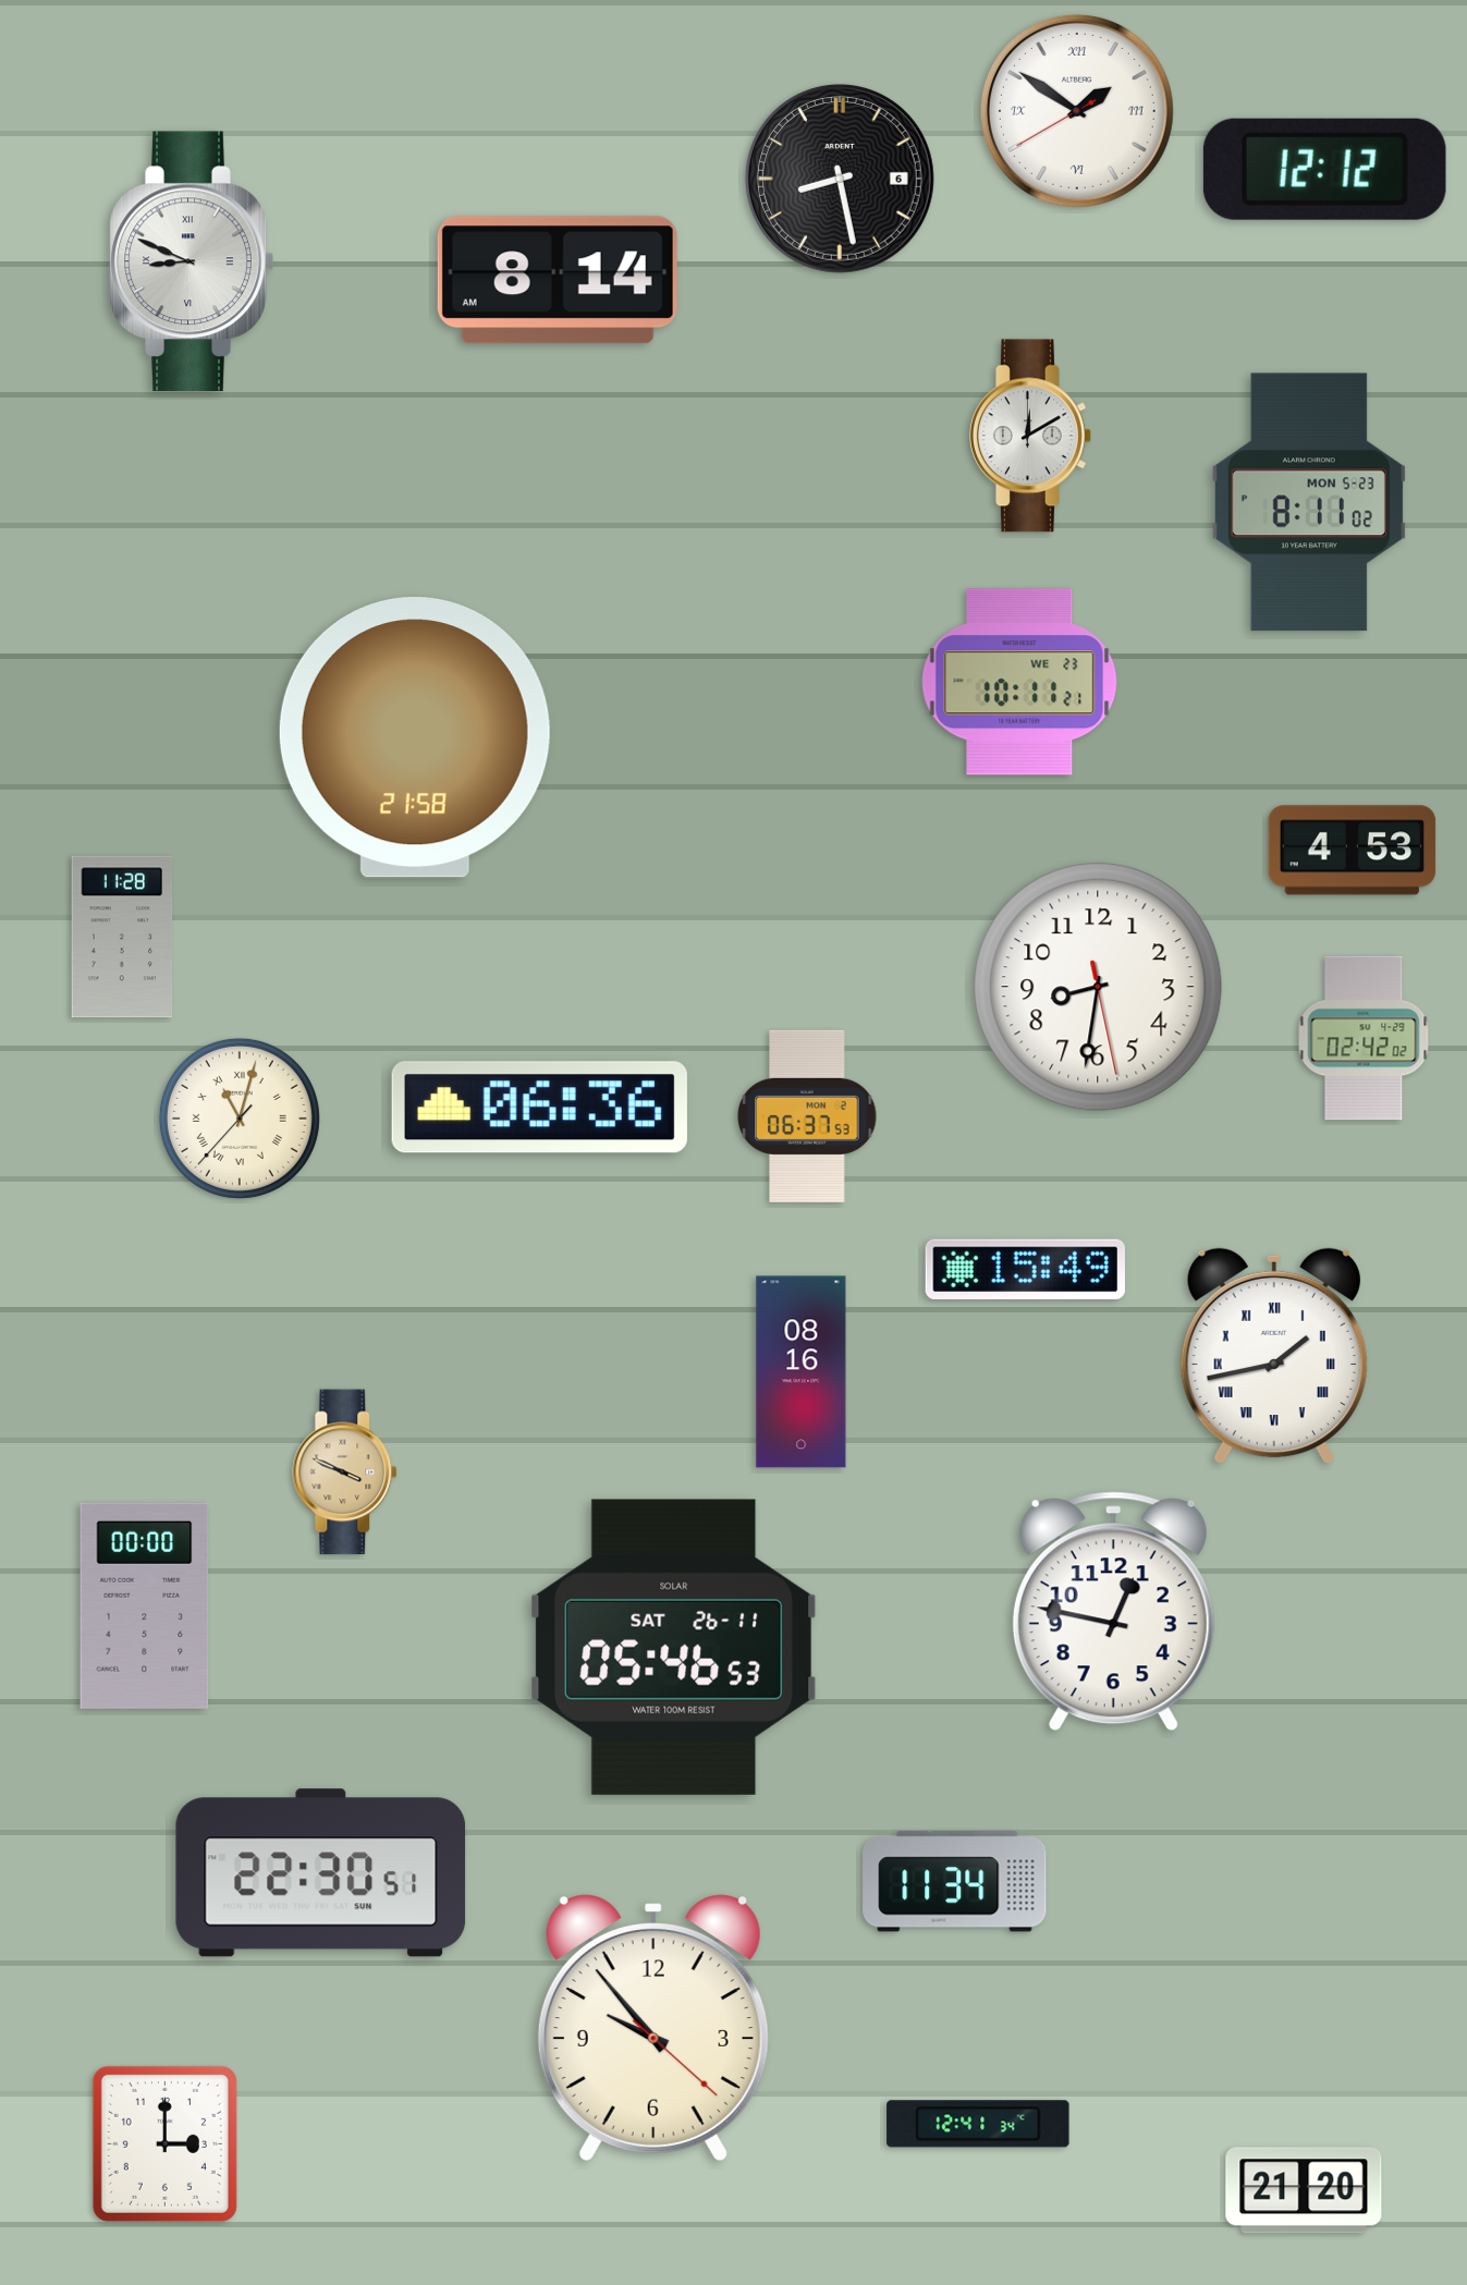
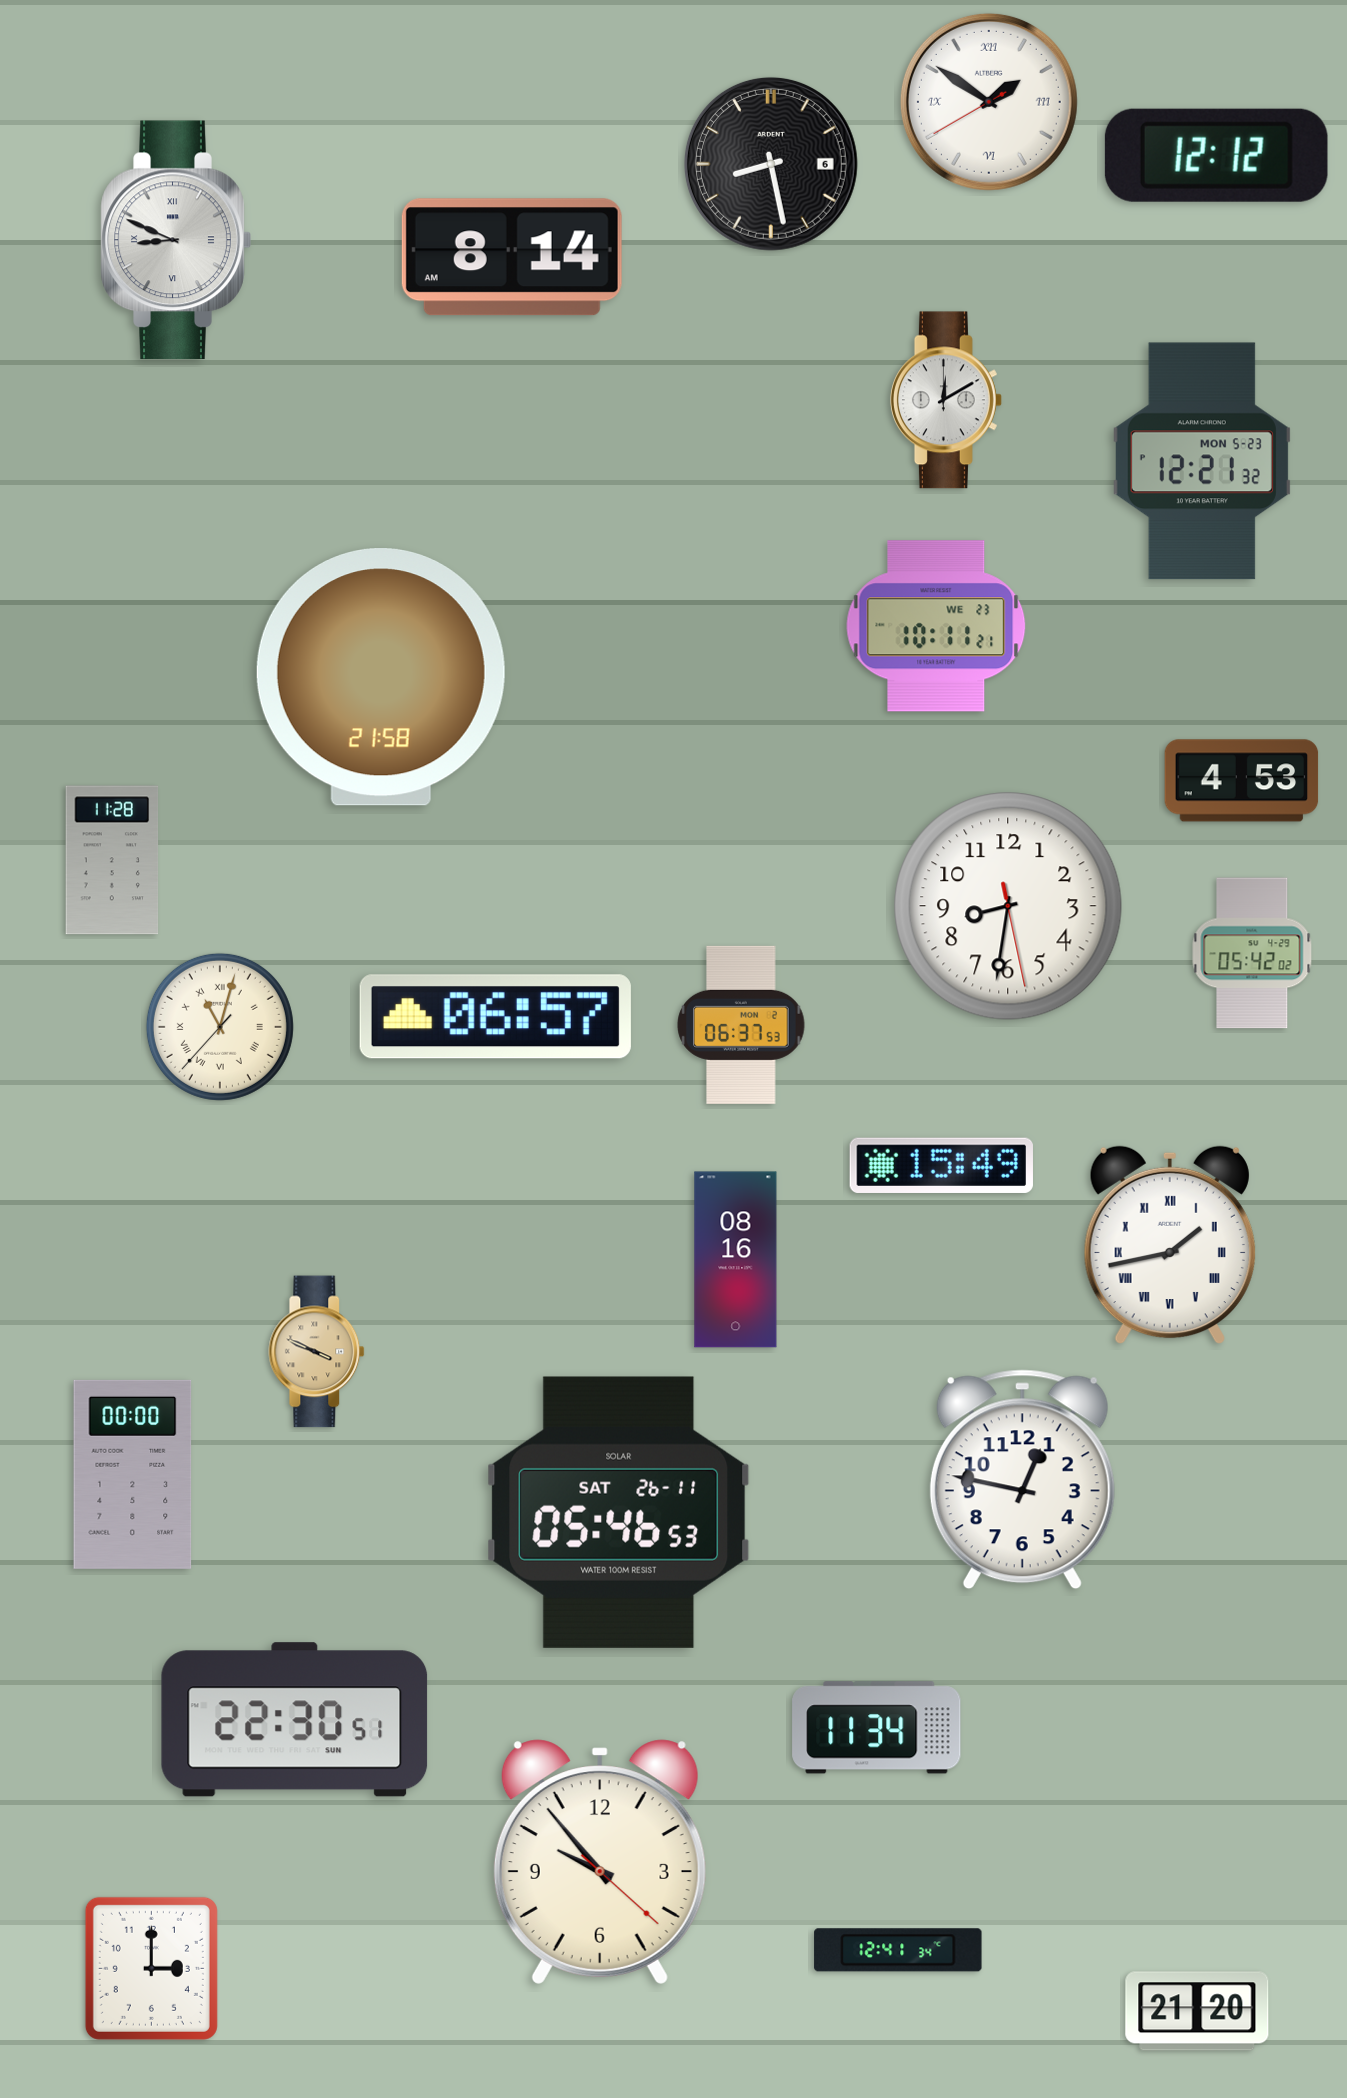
clock at (1309, 502): 8:11 -> 12:21
clock at (1364, 1038): 02:42 -> 05:42
clock at (539, 1108): 06:36 -> 06:57
